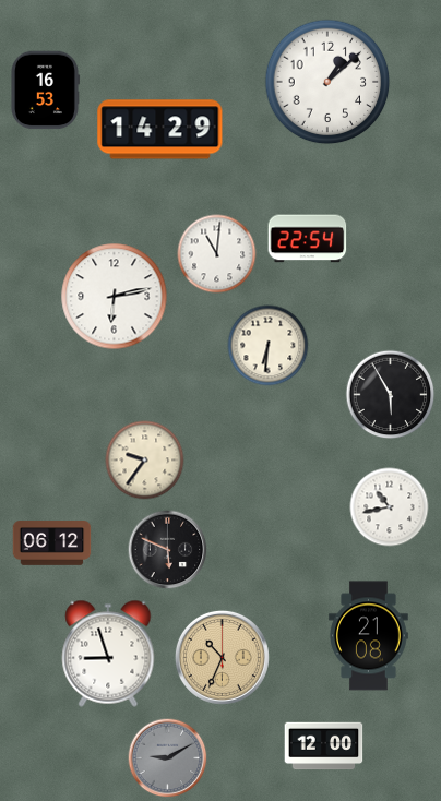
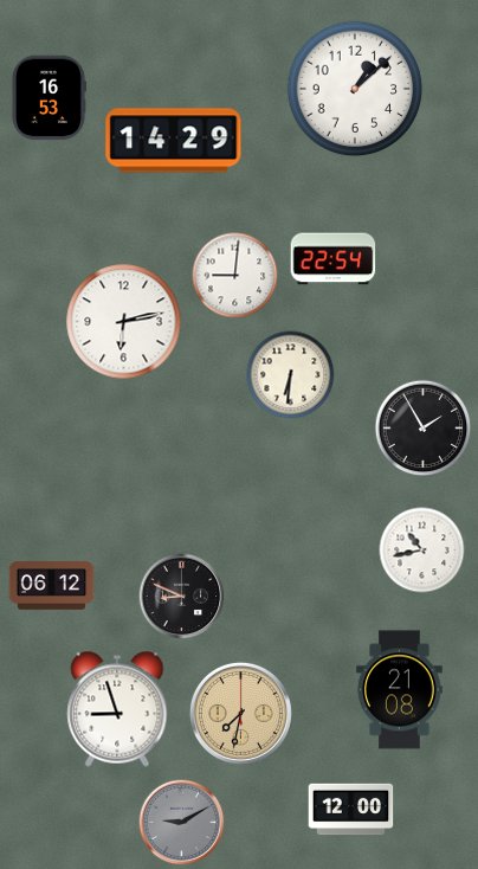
clock at (217, 254): 11:01 -> 9:01
clock at (391, 395): 5:55 -> 1:55
clock at (145, 461): 9:36 -> none
clock at (52, 543) position: (52, 543) -> (52, 586)
clock at (168, 550): 5:49 -> 8:49
clock at (222, 657): 10:34 -> 7:32
